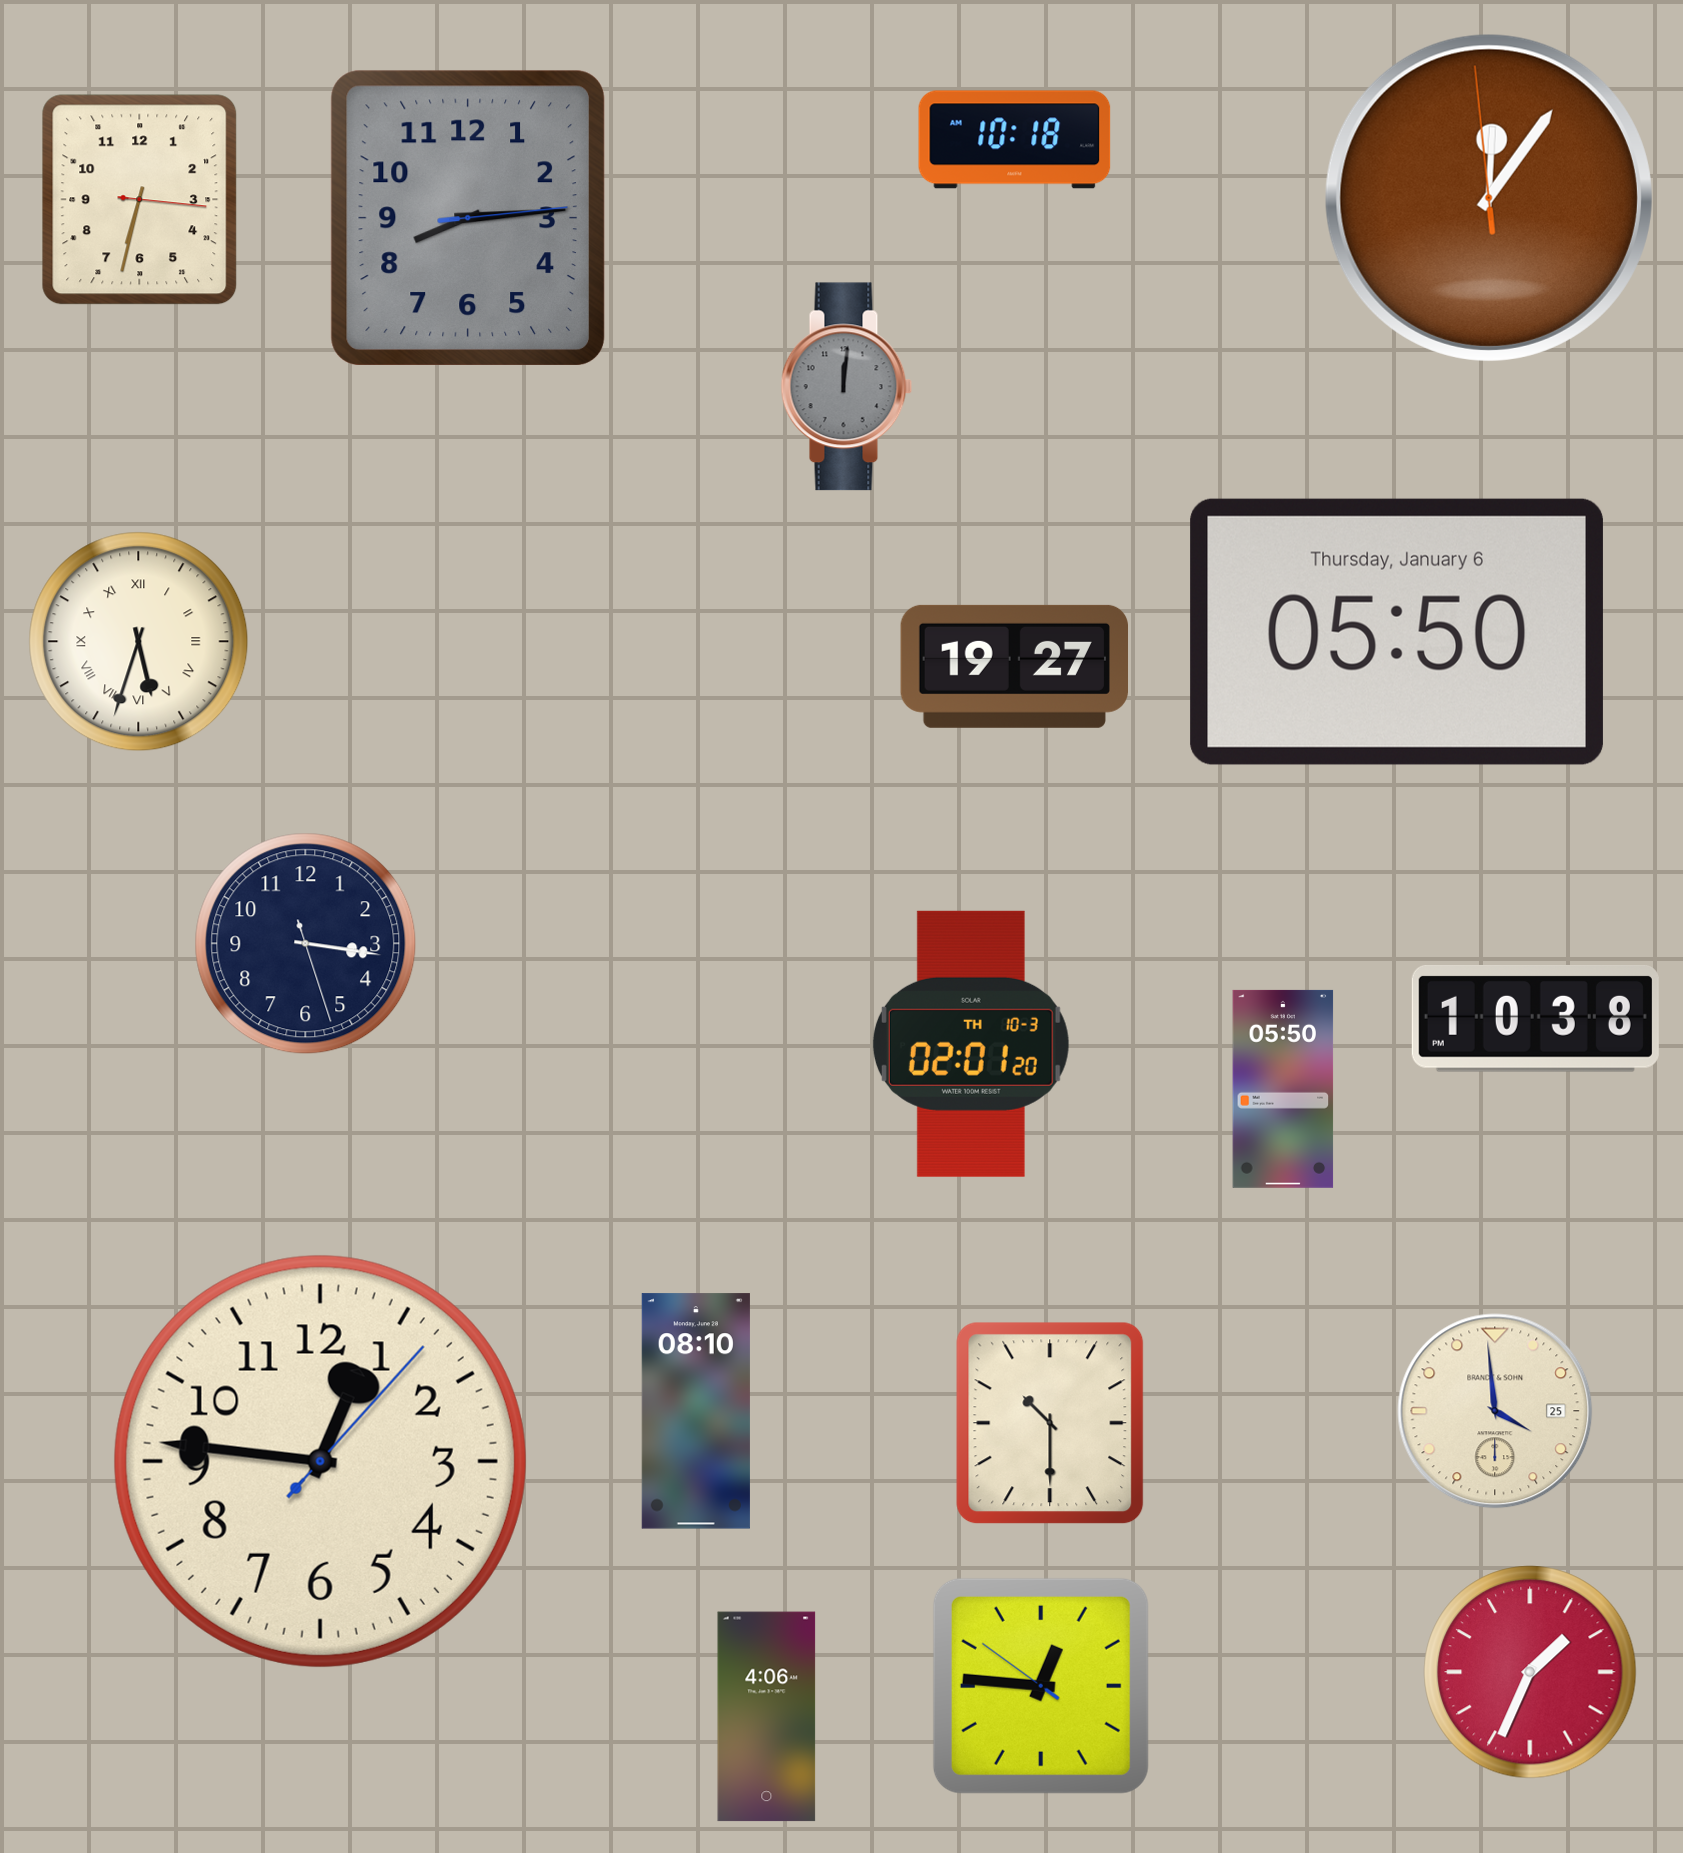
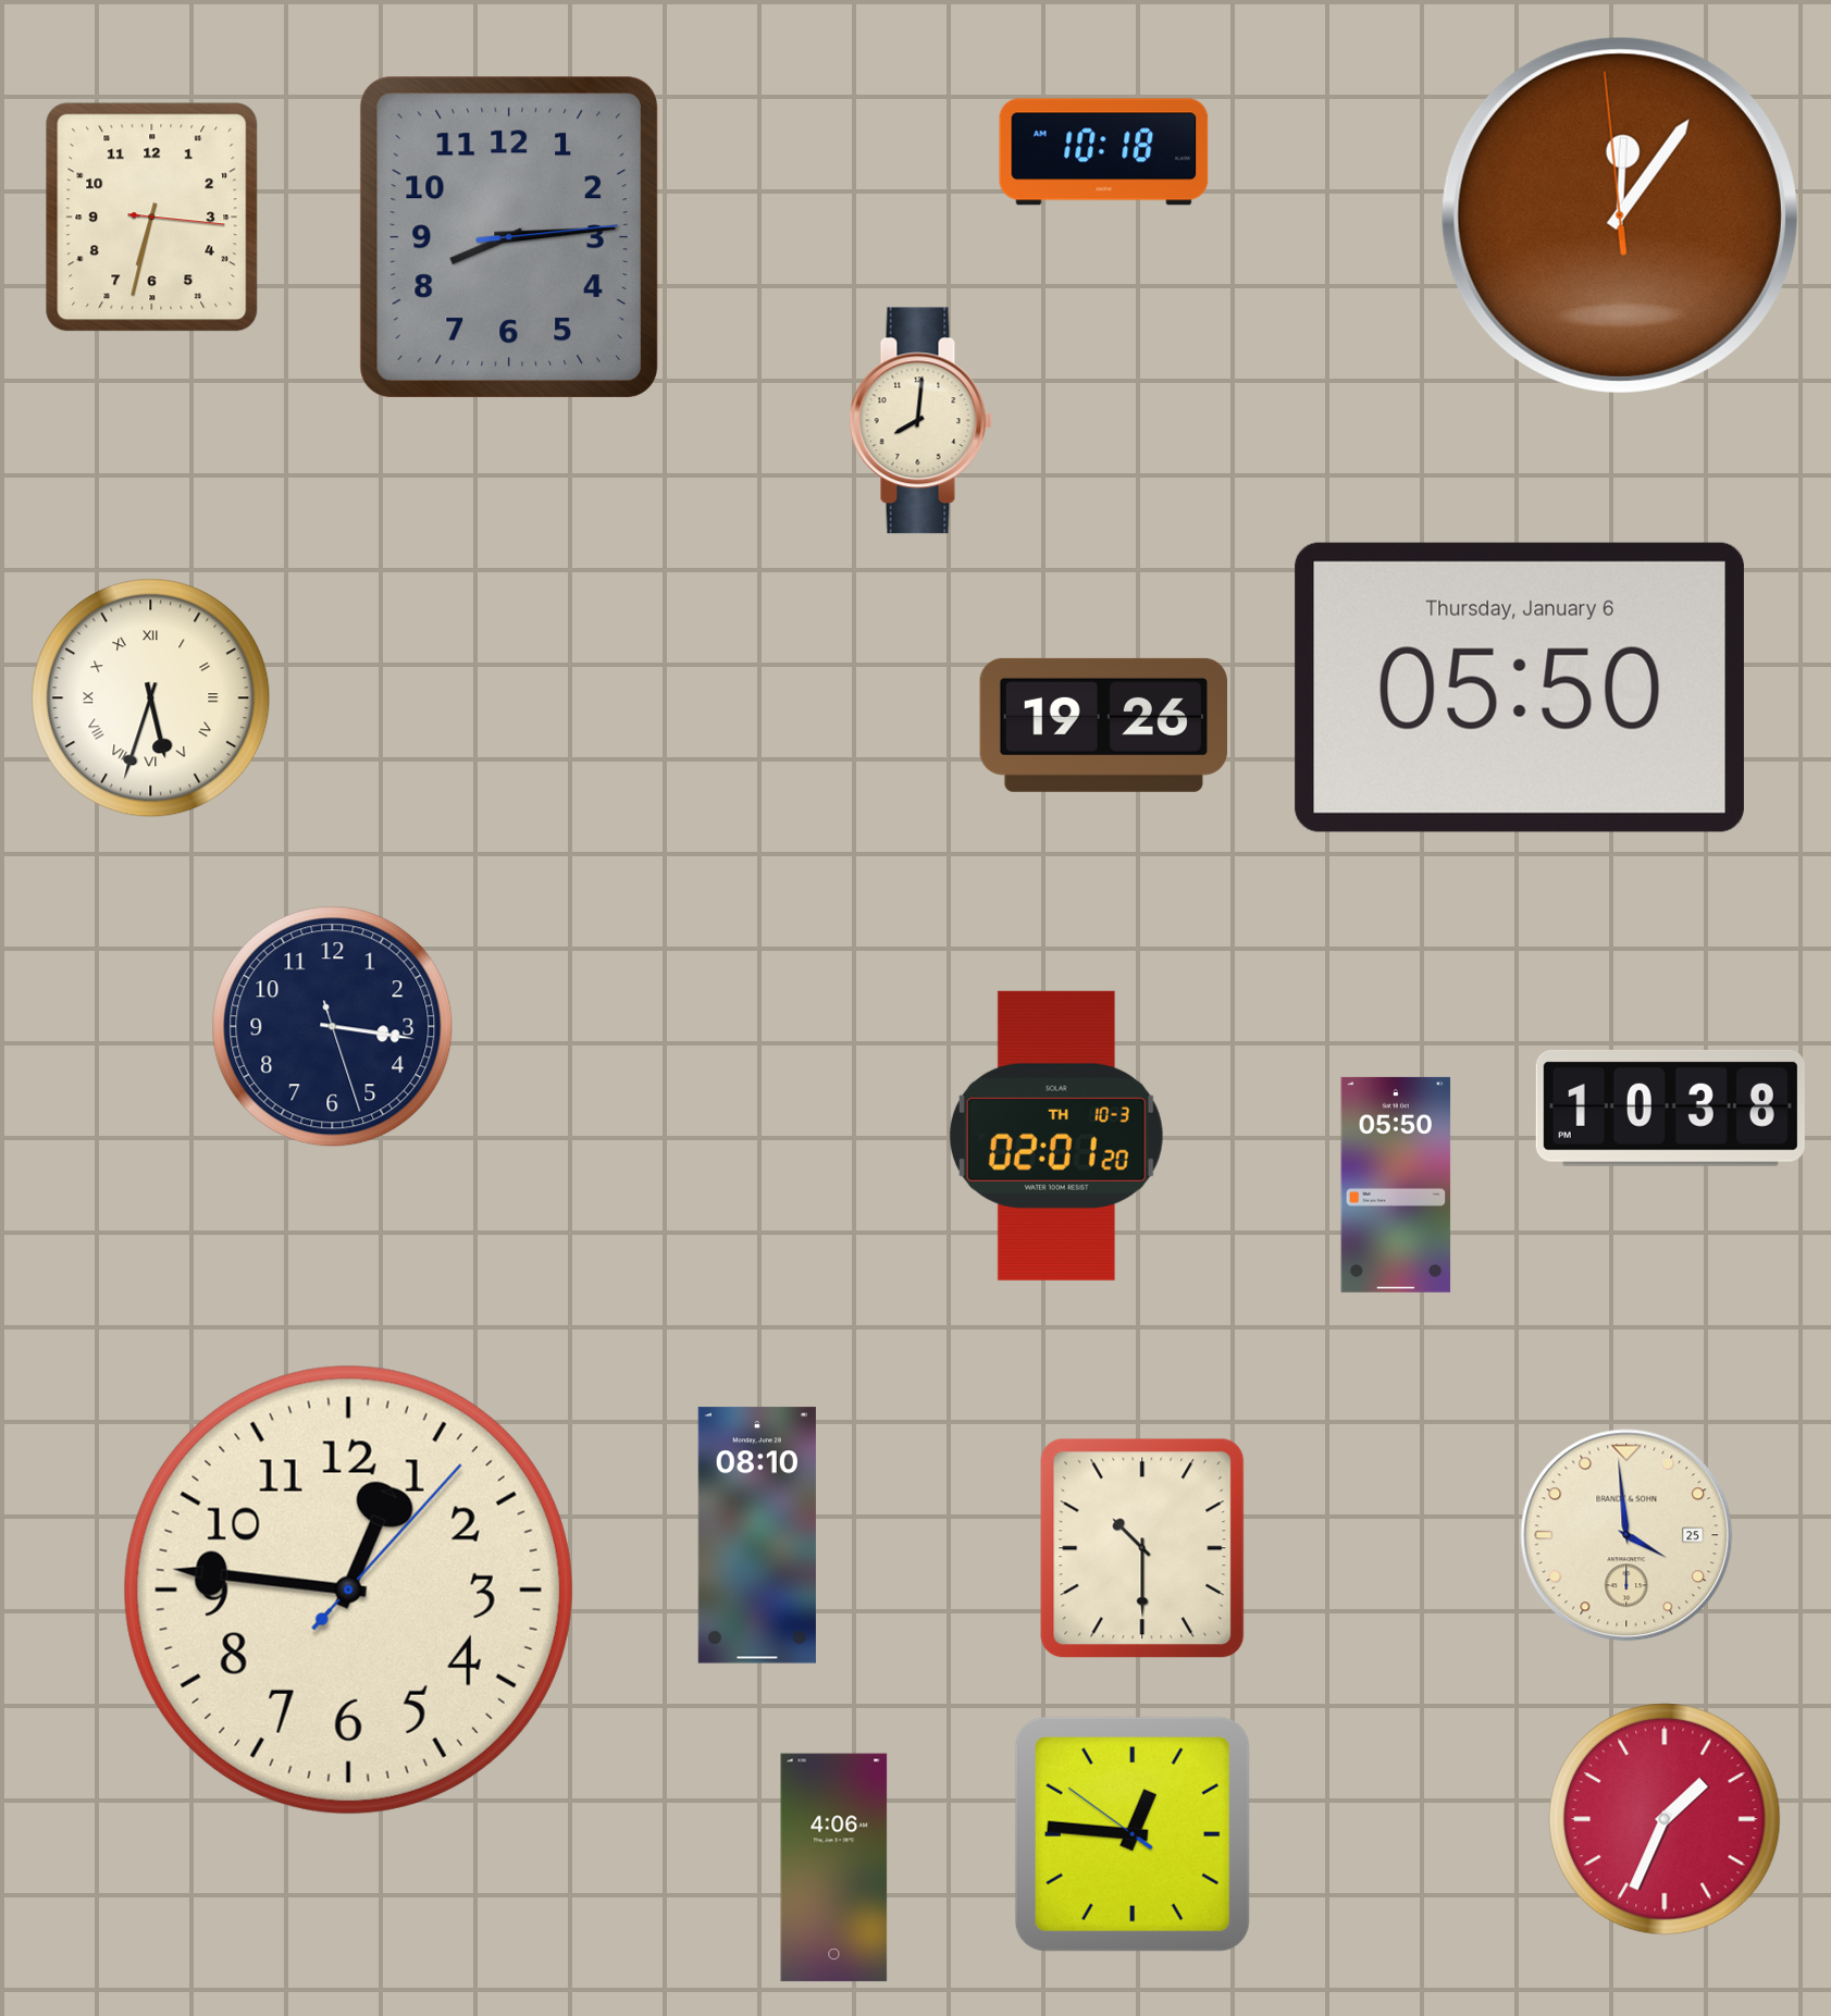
clock at (847, 387): 12:01 -> 8:01
clock at (847, 387) dial: grey -> cream
clock at (1014, 666): 19:27 -> 19:26
